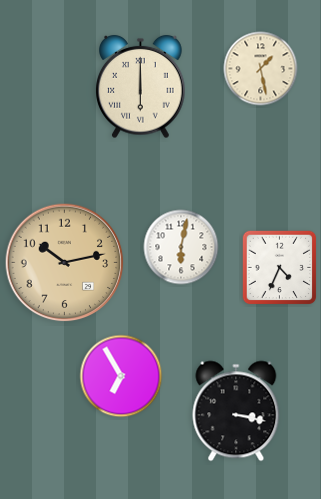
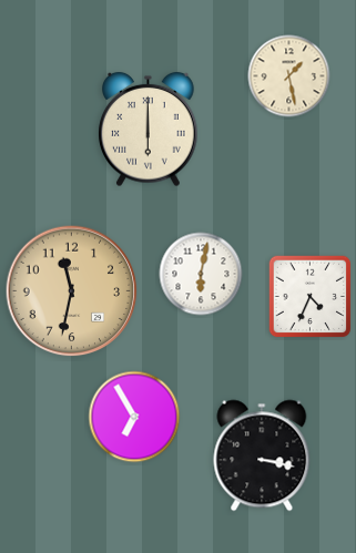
clock at (141, 87) position: (141, 87) -> (149, 130)
clock at (65, 263): 10:13 -> 11:32
